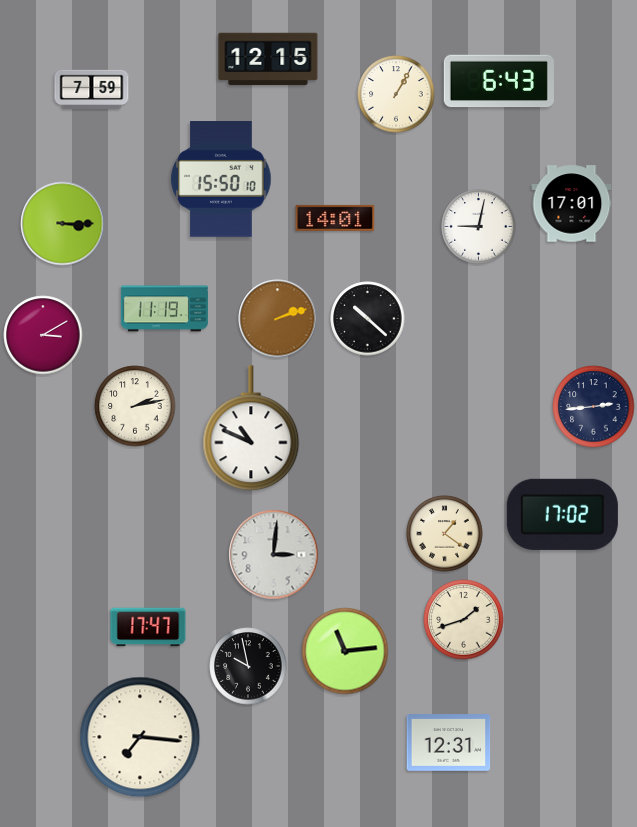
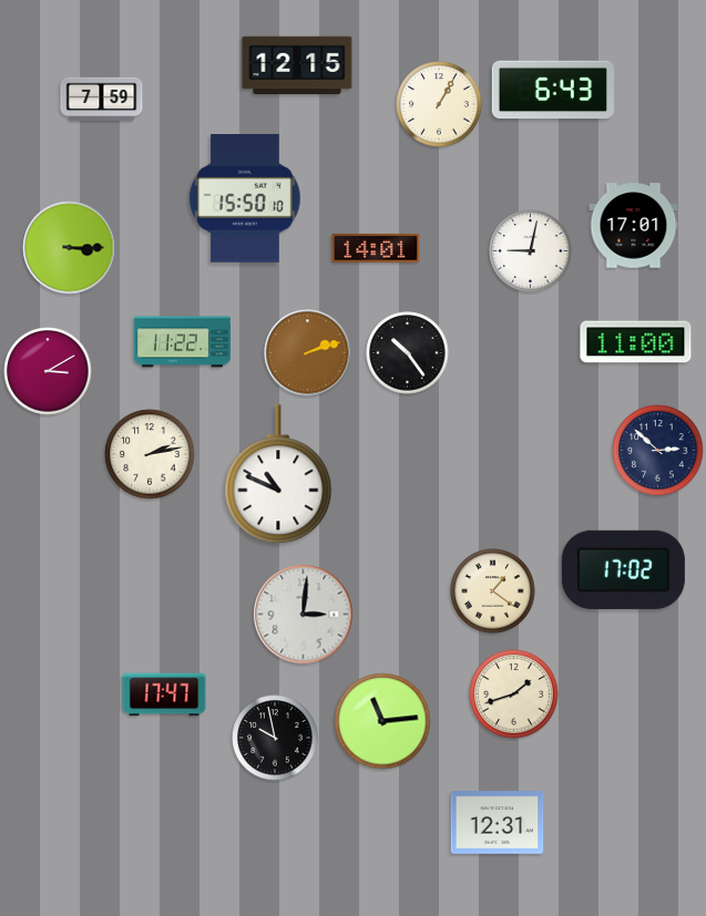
clock at (335, 218) position: (335, 218) -> (376, 248)
clock at (164, 309): 11:19 -> 11:22
clock at (636, 342): none -> 11:00
clock at (368, 319): 10:22 -> 10:24
clock at (135, 406) position: (135, 406) -> (150, 454)
clock at (594, 407): 2:44 -> 2:52
clock at (464, 620) position: (464, 620) -> (514, 694)
clock at (140, 737): 7:16 -> none
